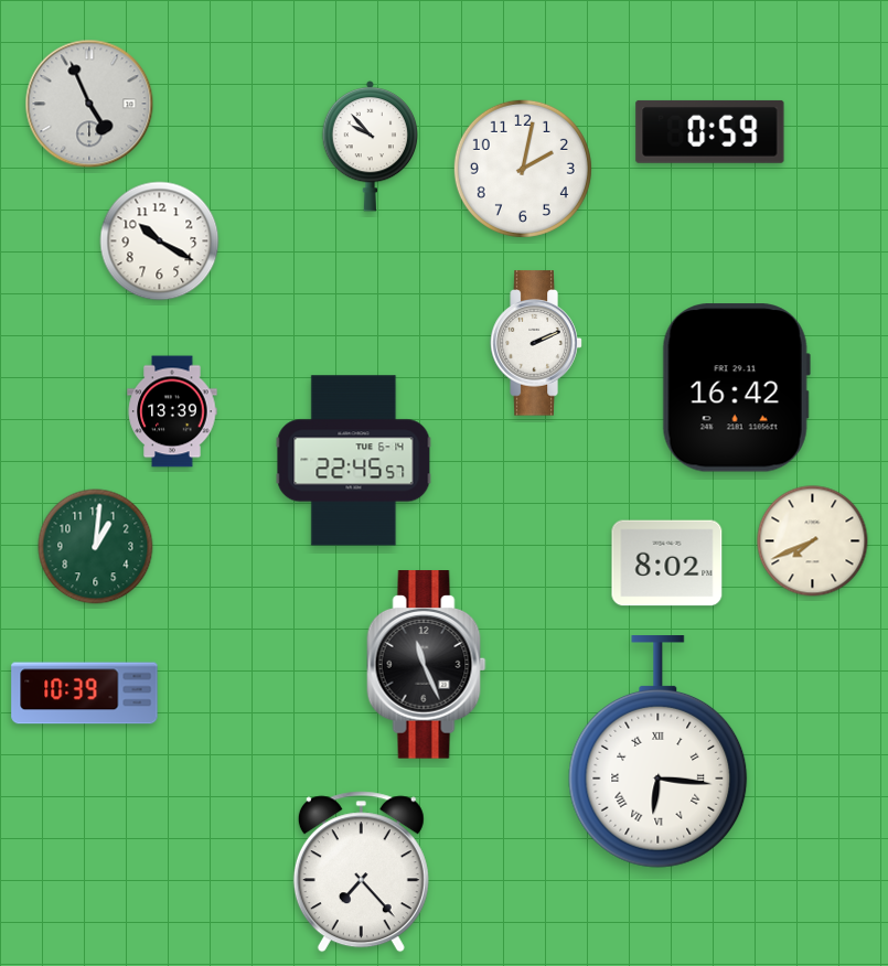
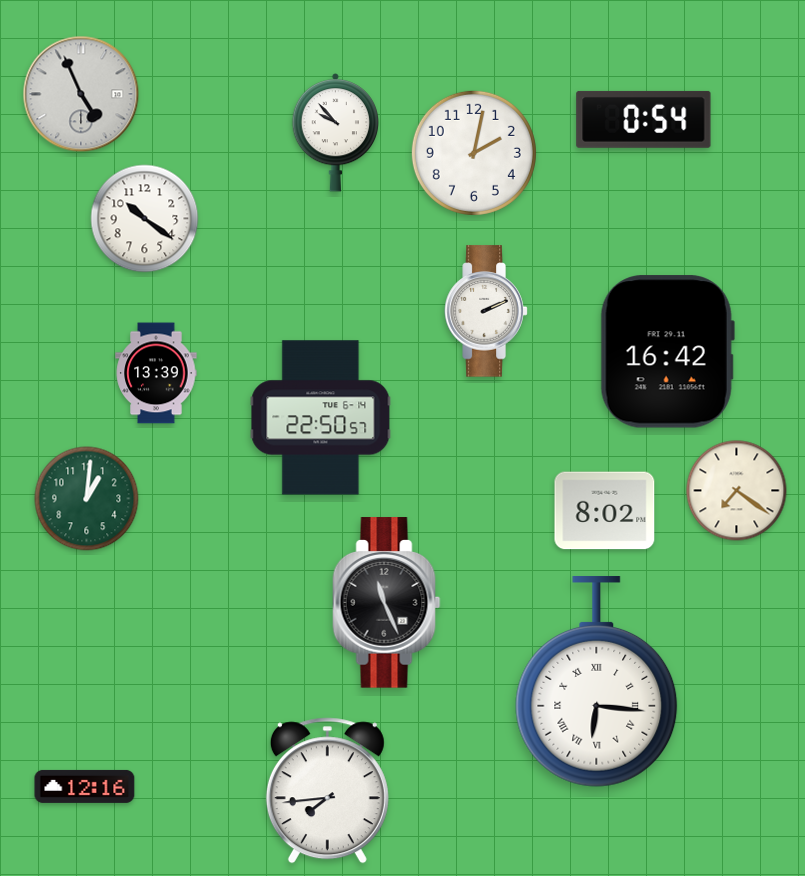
clock at (710, 131): 0:59 -> 0:54
clock at (160, 241): 10:20 -> 10:21
clock at (354, 461): 22:45 -> 22:50
clock at (813, 541): 7:41 -> 7:21
clock at (96, 547) position: (96, 547) -> (87, 499)
clock at (85, 694): 10:39 -> none
clock at (85, 786): none -> 12:16
clock at (361, 872): 7:23 -> 7:44
